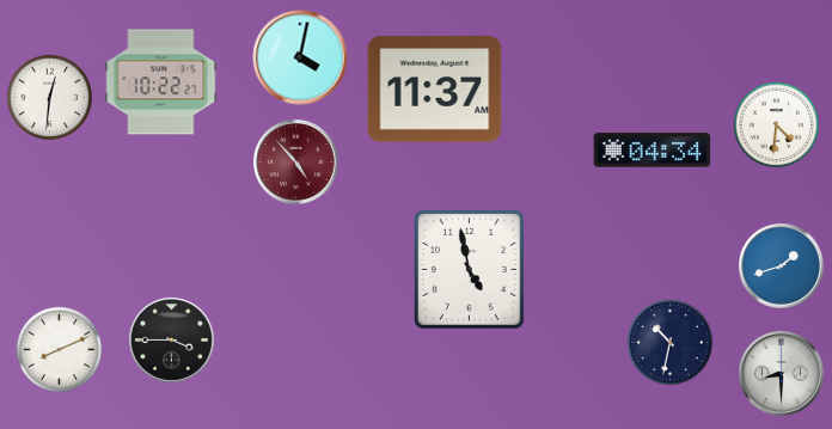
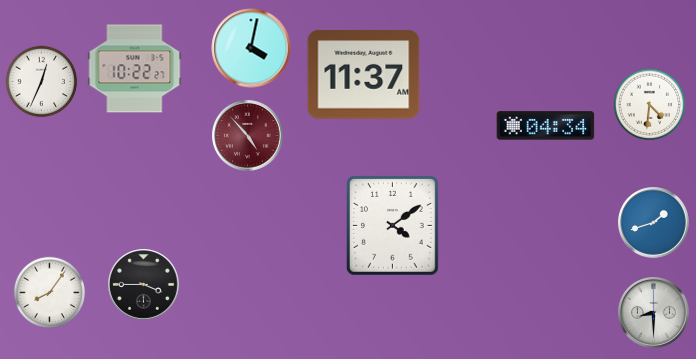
clock at (50, 98): 12:31 -> 12:34
clock at (470, 270): 4:58 -> 4:09
clock at (671, 343): 10:32 -> none
clock at (60, 350): 8:11 -> 8:06
